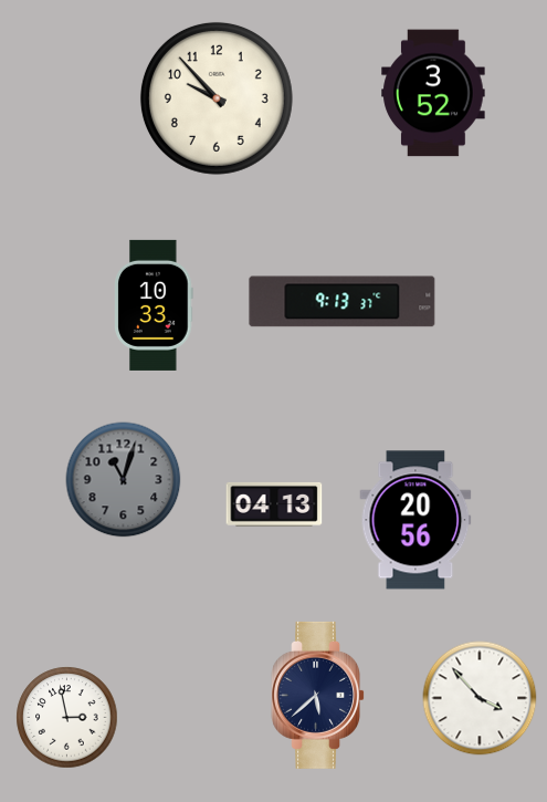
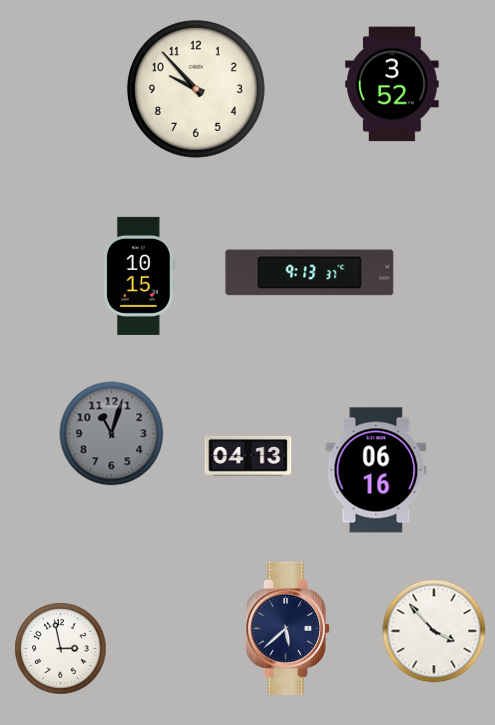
clock at (154, 305): 10:33 -> 10:15
clock at (415, 520): 20:56 -> 06:16
